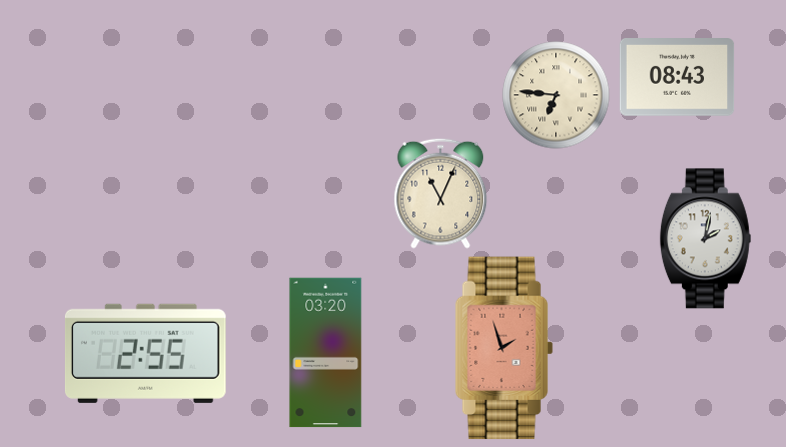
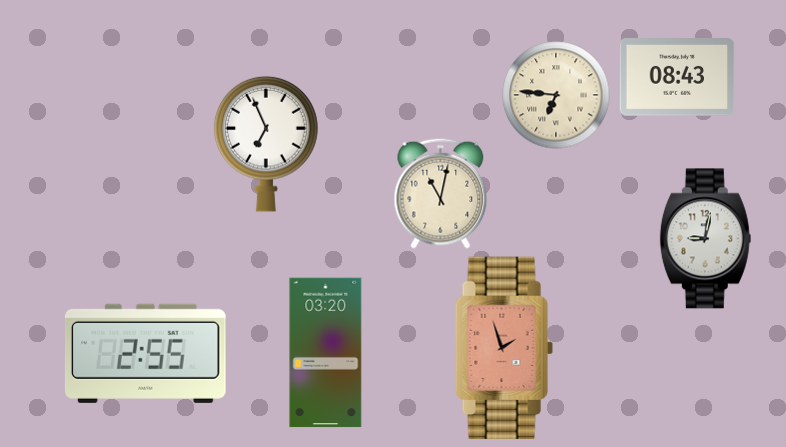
clock at (266, 144): none -> 6:56
clock at (441, 193): 11:04 -> 11:02
clock at (705, 239): 2:02 -> 9:02
